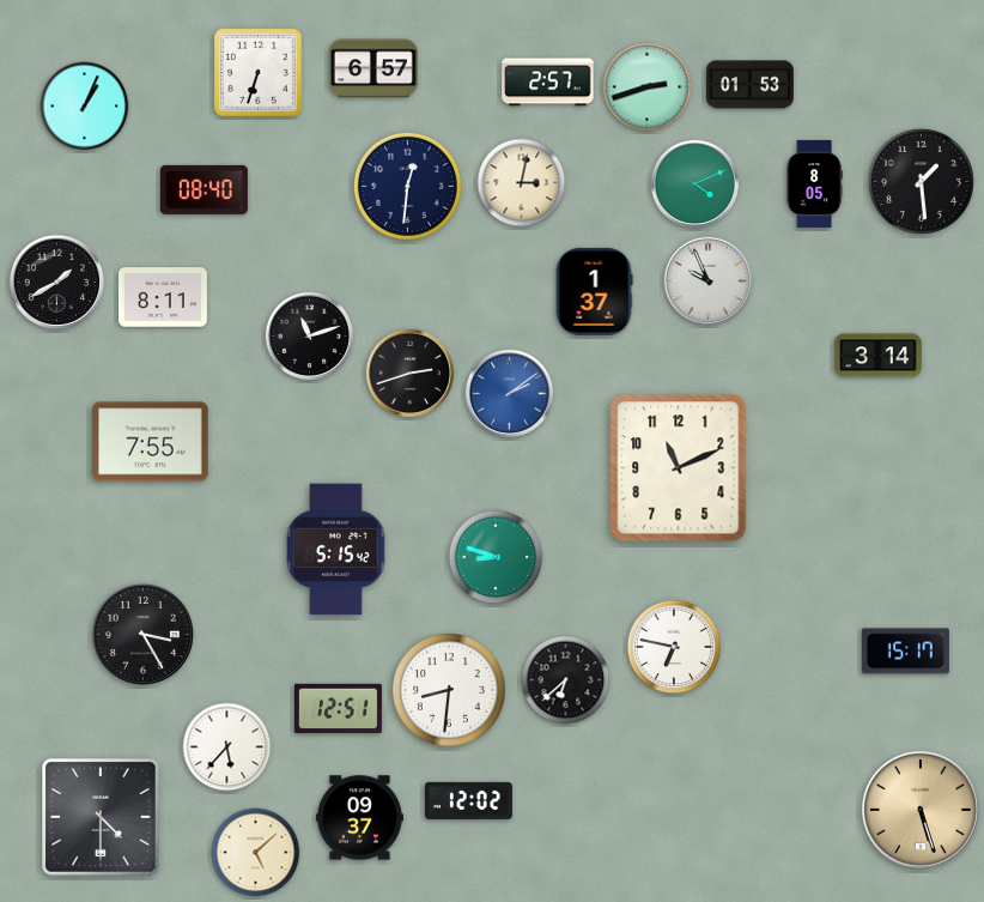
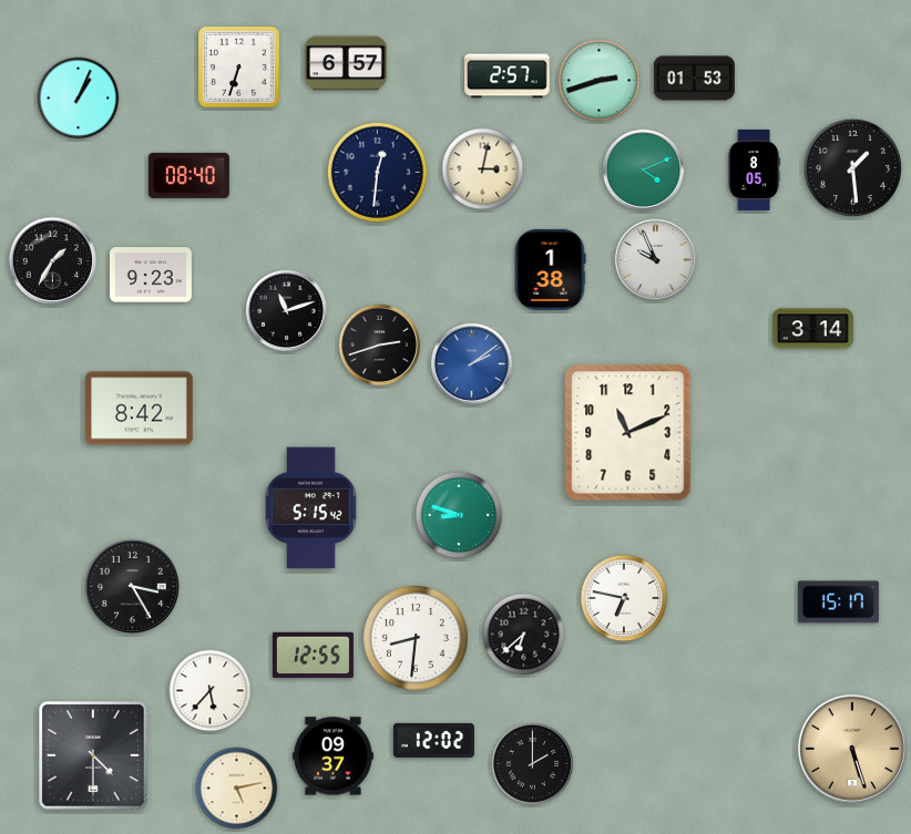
clock at (56, 282): 1:40 -> 1:35
clock at (594, 291): 1:37 -> 1:38
clock at (163, 297): 8:11 -> 9:23
clock at (151, 442): 7:55 -> 8:42
clock at (566, 680) position: (566, 680) -> (524, 635)
clock at (338, 708): 12:51 -> 12:55
clock at (532, 763): none -> 2:00
clock at (256, 853): 5:08 -> 5:13
